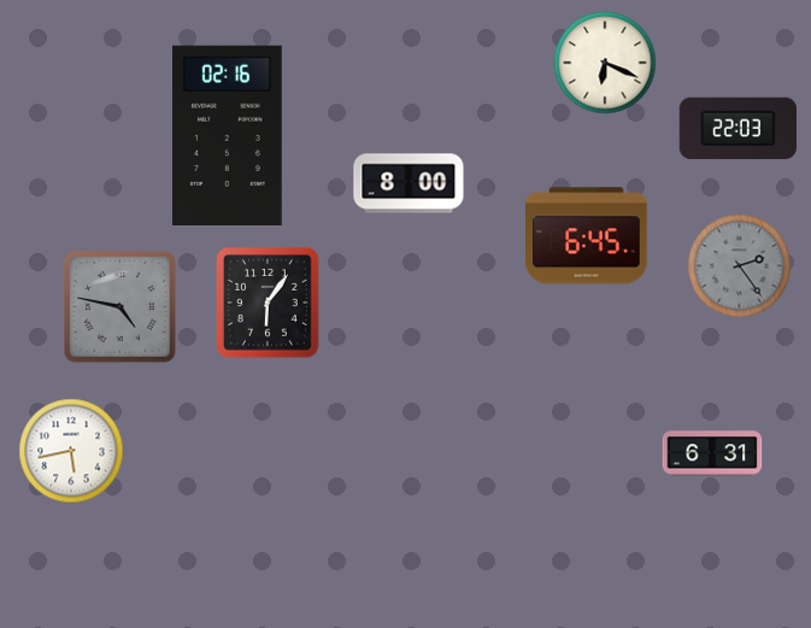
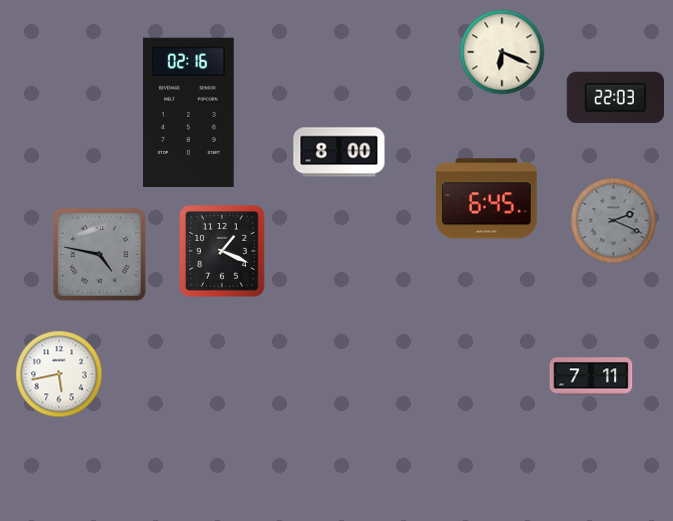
clock at (737, 128) position: (737, 128) -> (615, 97)
clock at (587, 236) position: (587, 236) -> (487, 199)
clock at (740, 266): 2:24 -> 2:19
clock at (268, 303): 6:06 -> 1:19
clock at (712, 453): 6:31 -> 7:11
